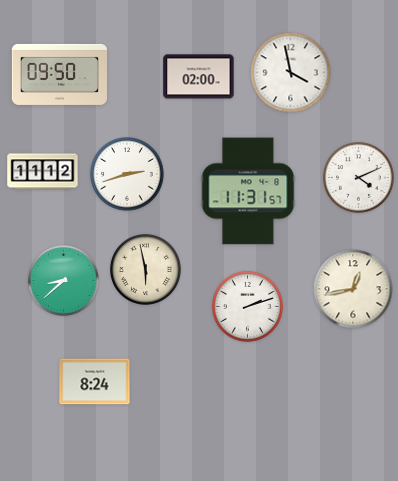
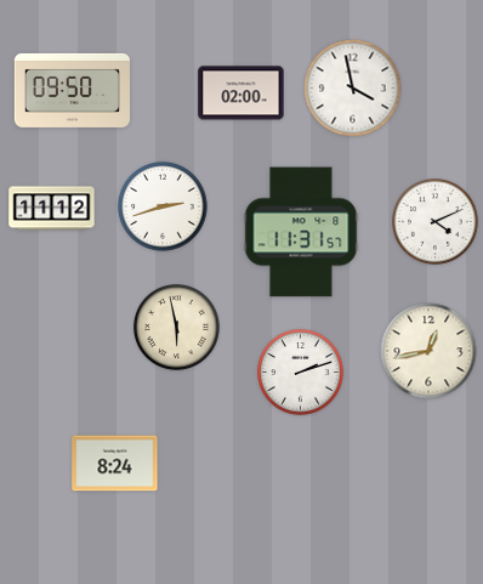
clock at (127, 174) position: (127, 174) -> (163, 206)
clock at (359, 178) position: (359, 178) -> (436, 222)
clock at (64, 281): 8:38 -> none
